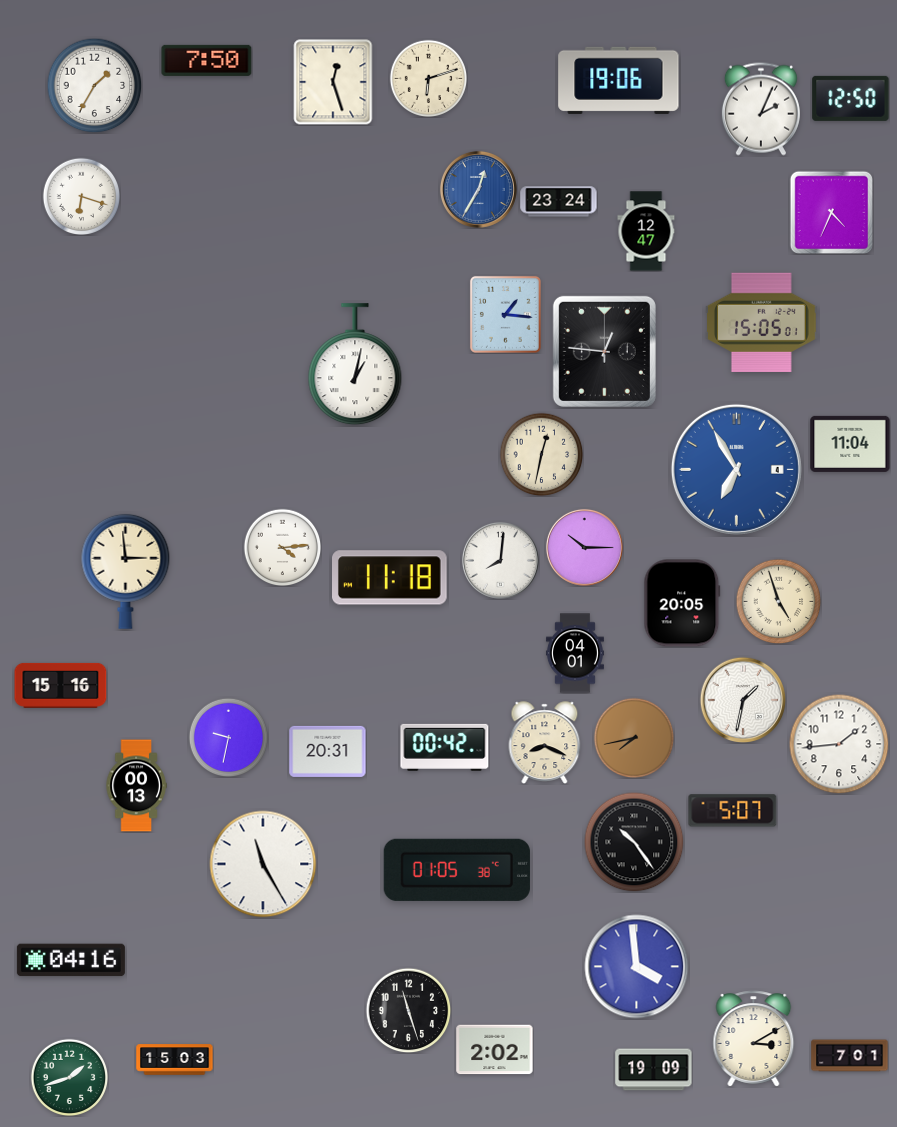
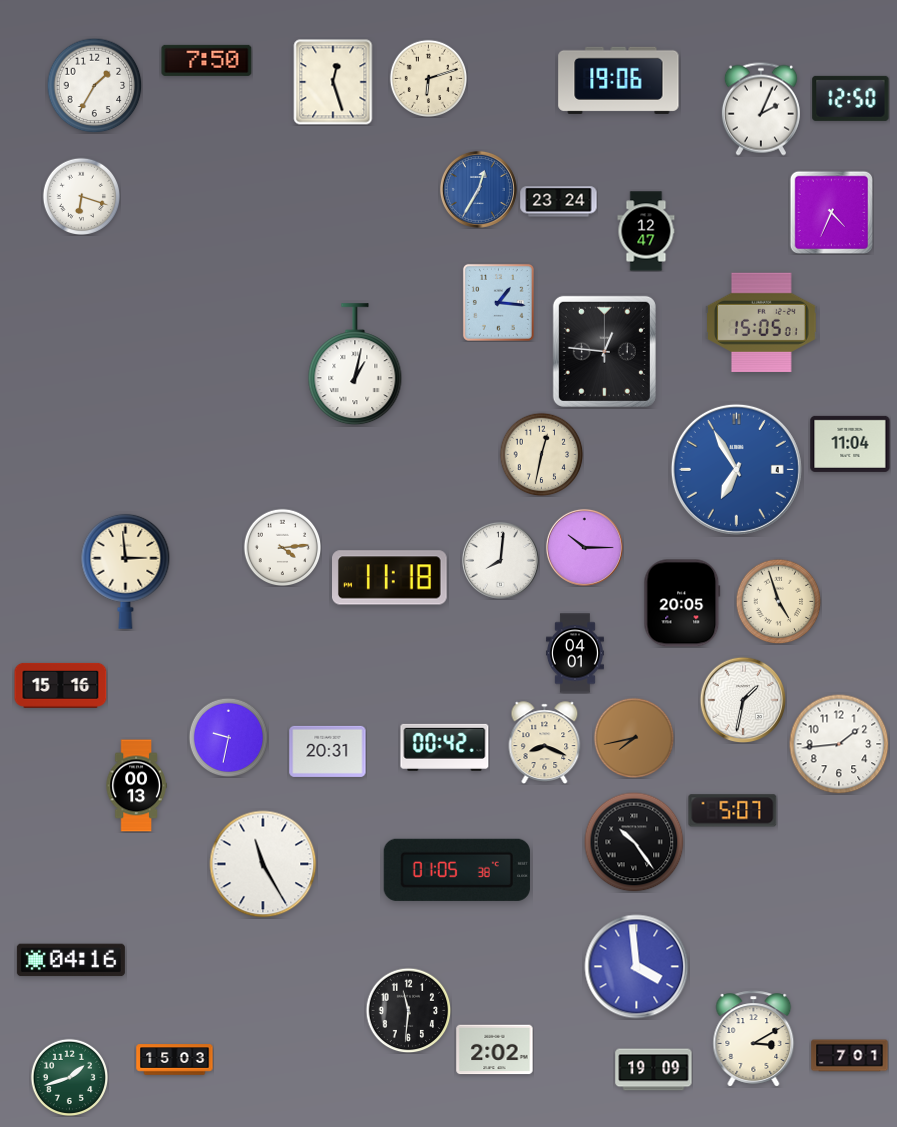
clock at (505, 314) position: (505, 314) -> (498, 302)
clock at (408, 1010): 11:27 -> 11:31
